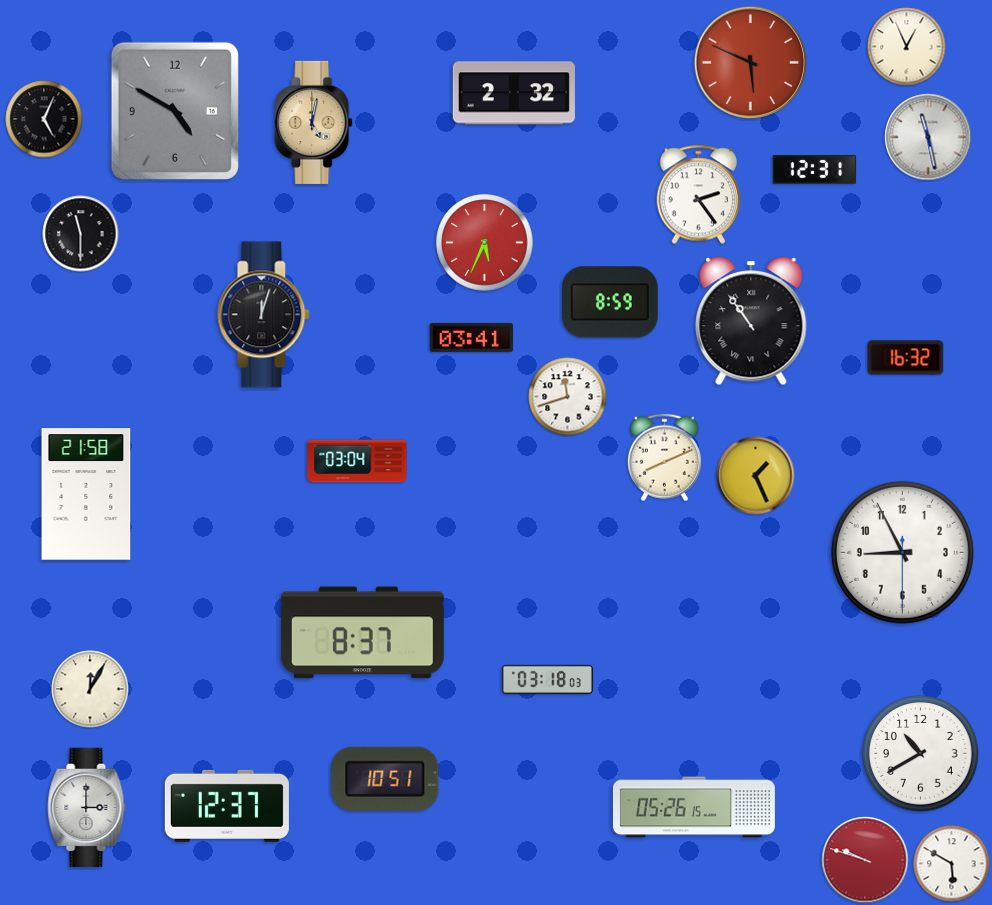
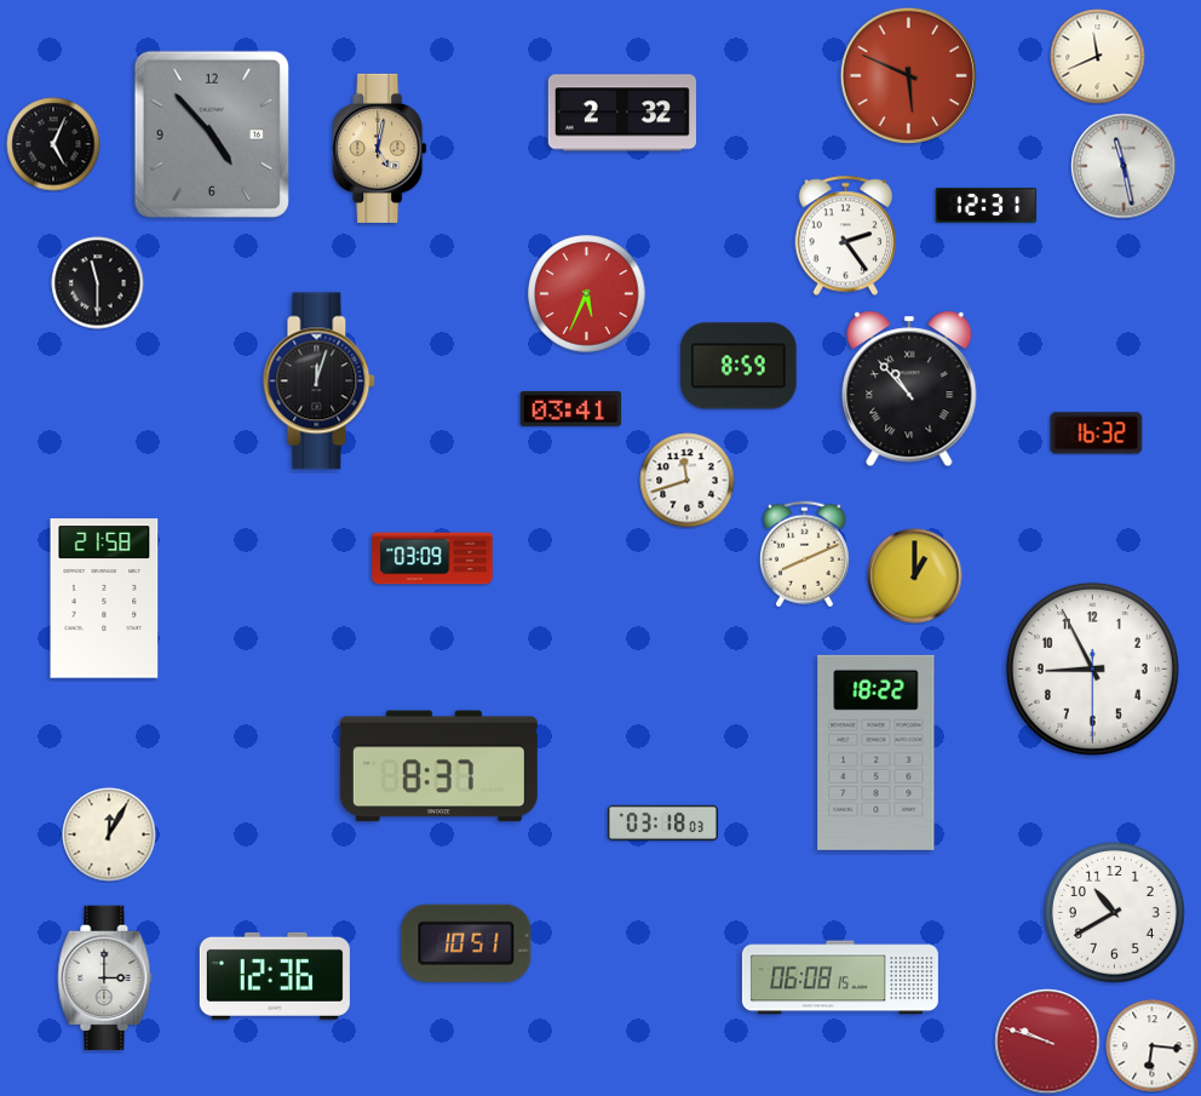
clock at (907, 47): 12:56 -> 11:41
clock at (175, 111): 4:50 -> 4:53
clock at (751, 321): 10:54 -> 10:53
clock at (357, 461): 03:04 -> 03:09
clock at (756, 476): 1:26 -> 1:00
clock at (877, 752): none -> 18:22
clock at (227, 806): 12:37 -> 12:36
clock at (694, 807): 05:26 -> 06:08
clock at (952, 864): 5:50 -> 6:16
